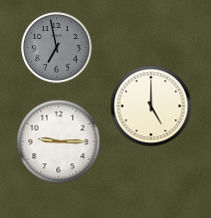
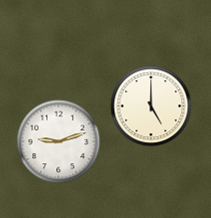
clock at (57, 48): 6:58 -> none
clock at (59, 142): 9:15 -> 9:12
